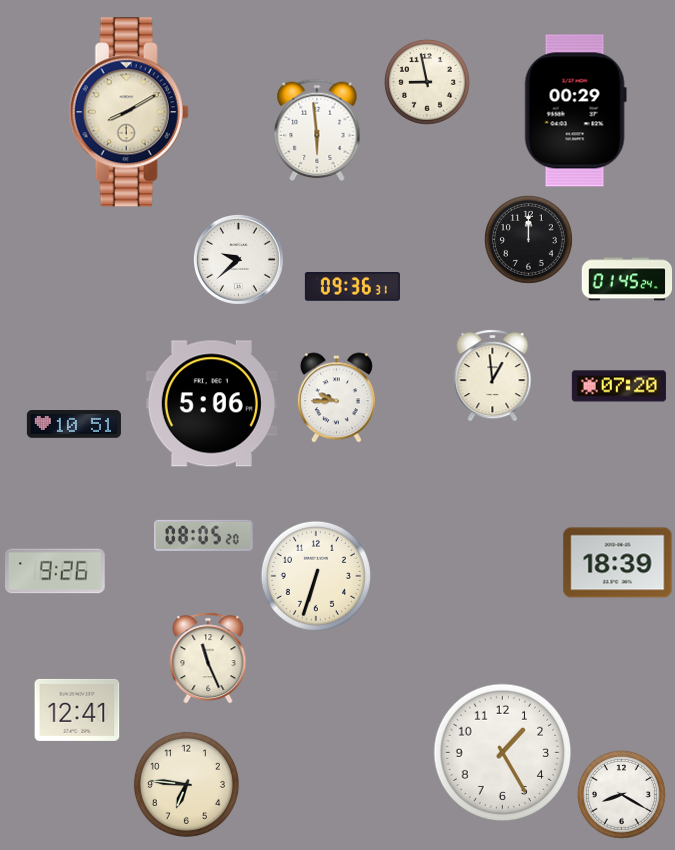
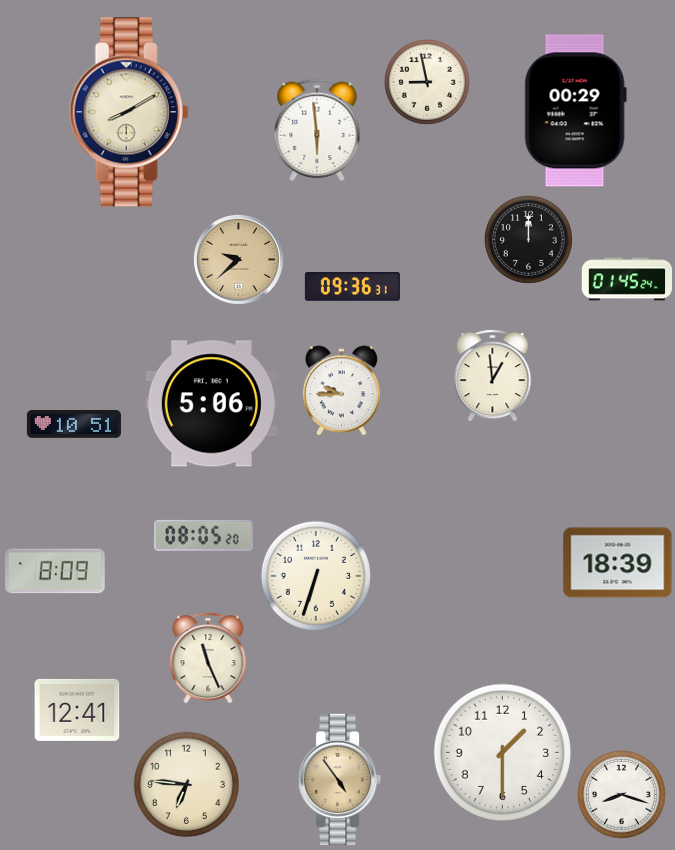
clock at (238, 259) dial: white -> champagne
clock at (619, 386): 07:20 -> none
clock at (336, 398) position: (336, 398) -> (341, 391)
clock at (56, 571): 9:26 -> 8:09
clock at (503, 753): 1:25 -> 1:30
clock at (340, 779): none -> 4:54
clock at (621, 794): 8:20 -> 8:18
